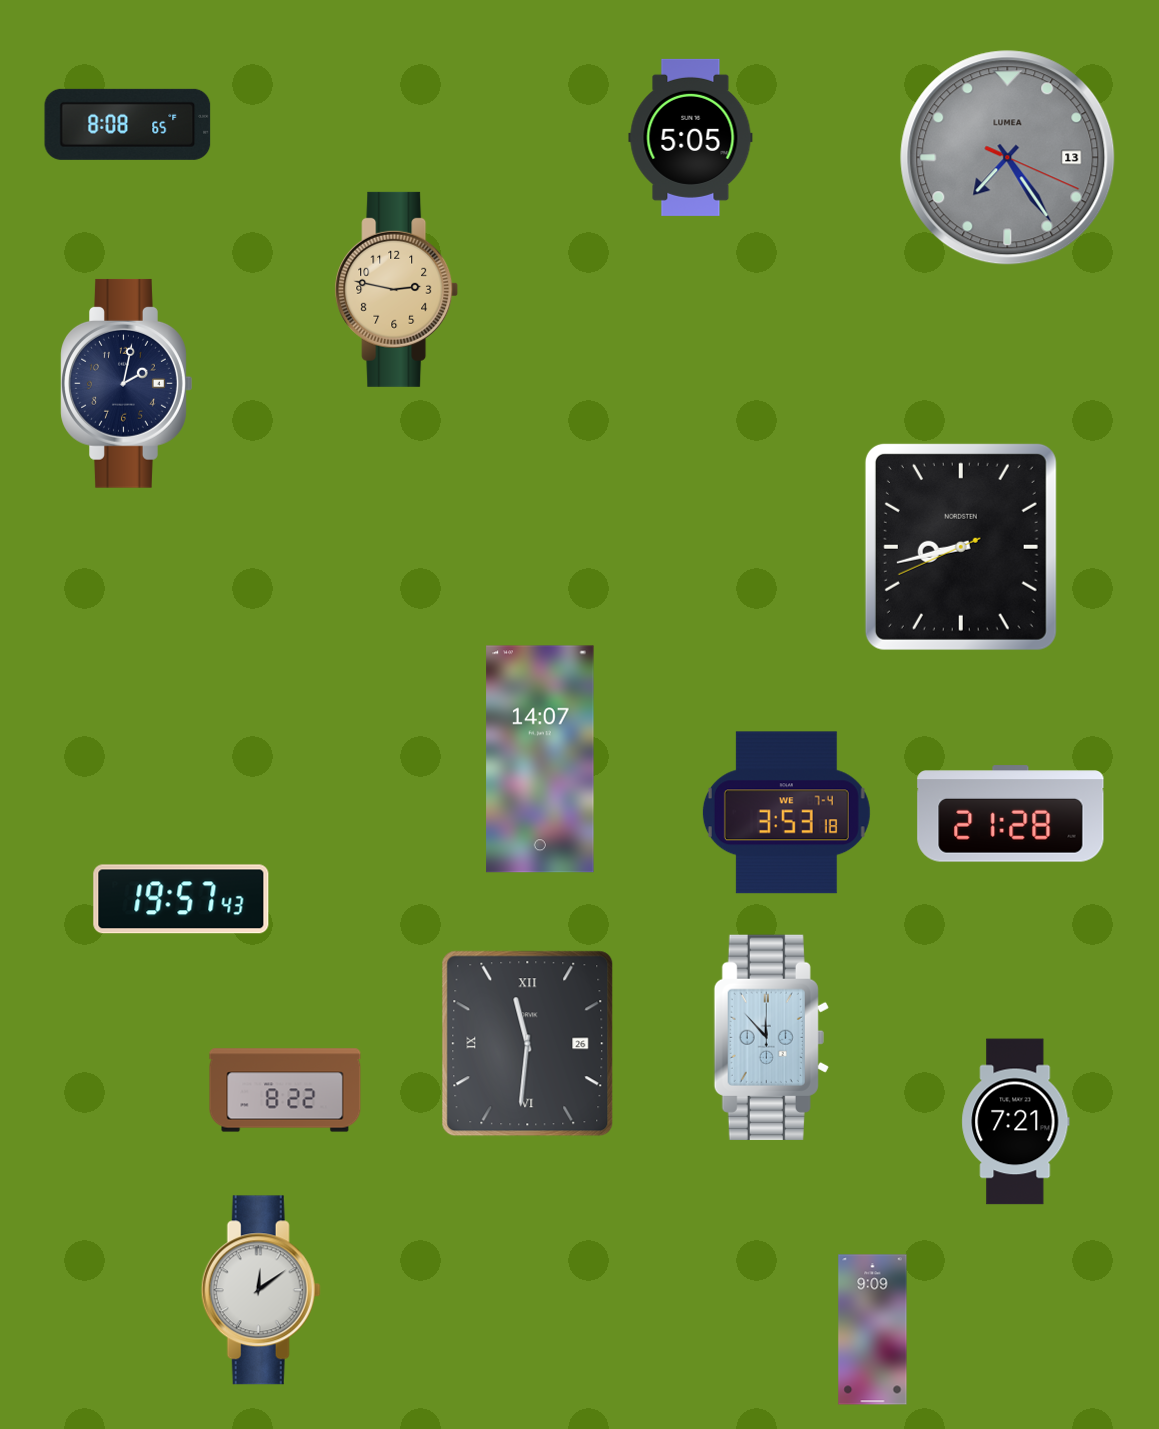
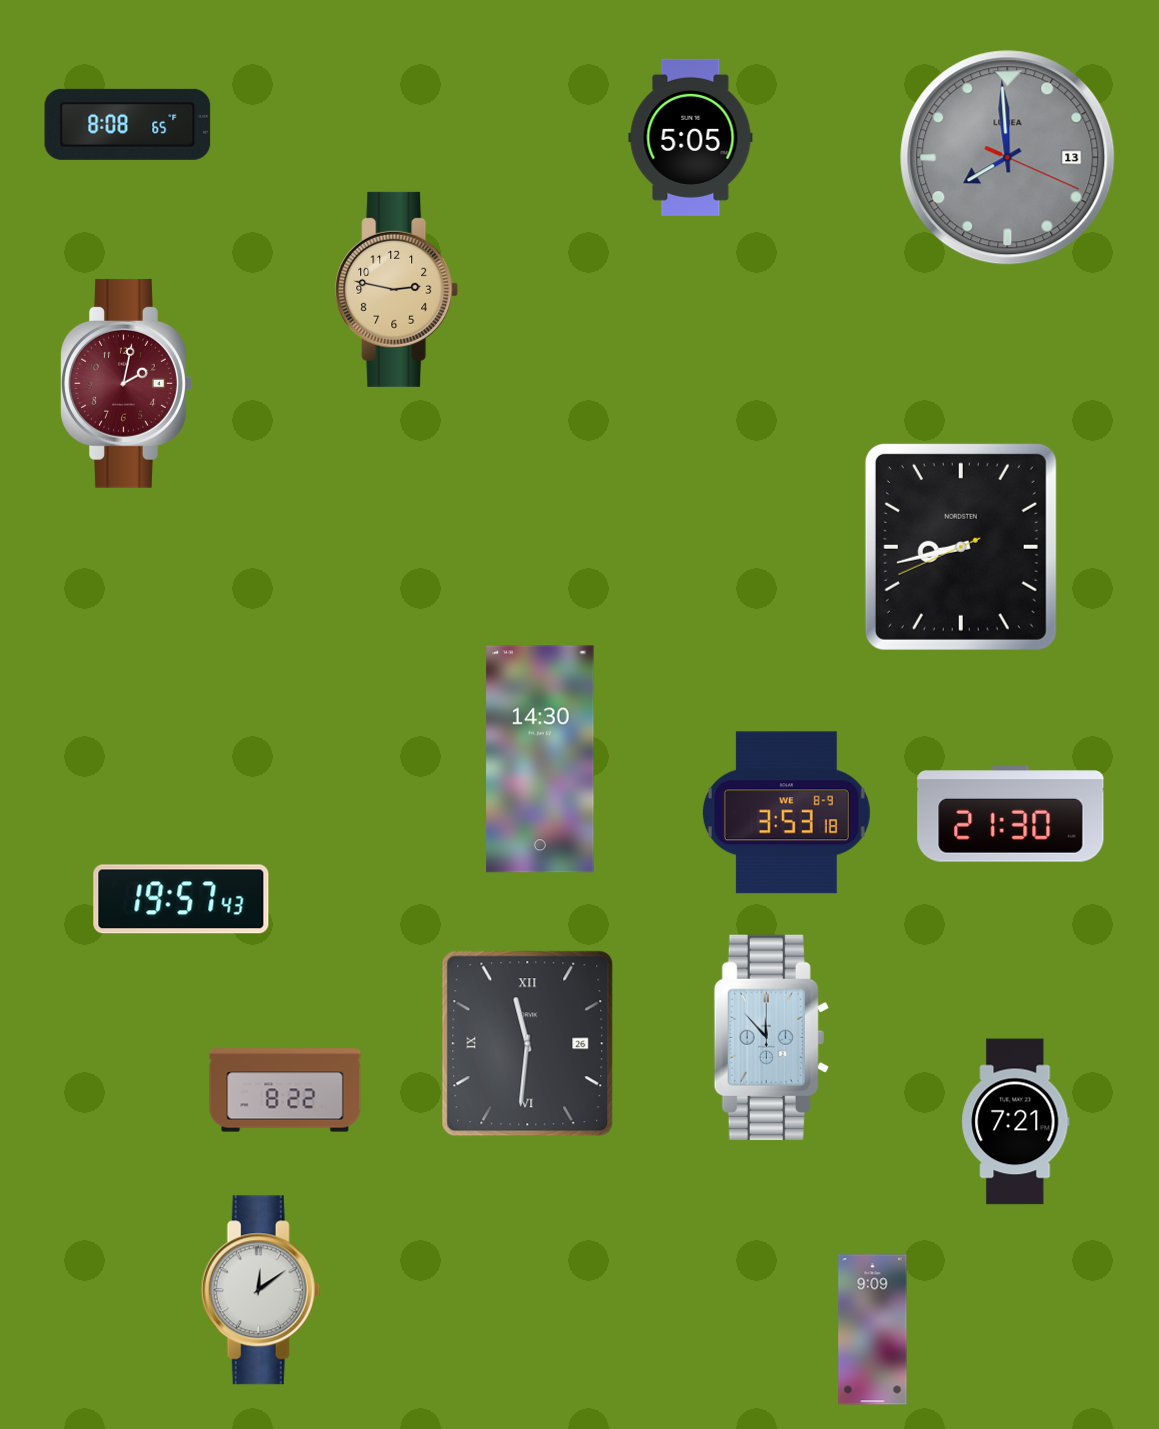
clock at (1008, 158): 7:24 -> 7:59
clock at (127, 383) dial: navy -> burgundy
clock at (540, 759): 14:07 -> 14:30
clock at (786, 813) date: WE 7-4 -> WE 8-9
clock at (1011, 814): 21:28 -> 21:30
